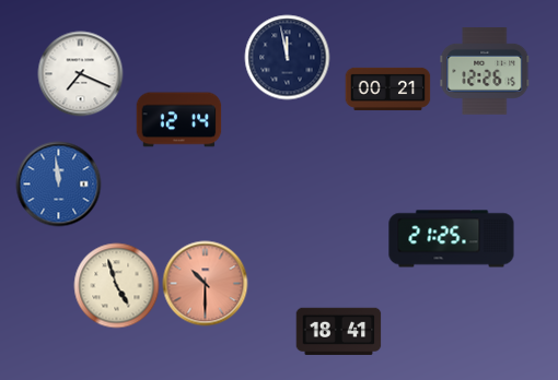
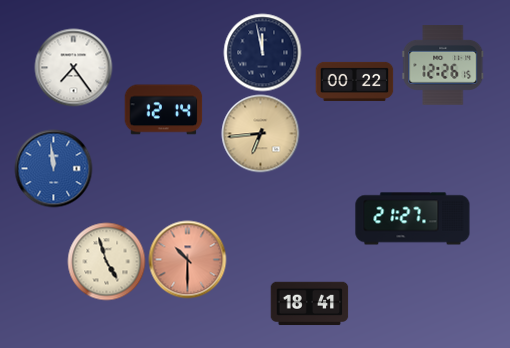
clock at (80, 73): 7:19 -> 7:24
clock at (387, 88): 00:21 -> 00:22
clock at (260, 133): none -> 6:44
clock at (452, 239): 21:25 -> 21:27
